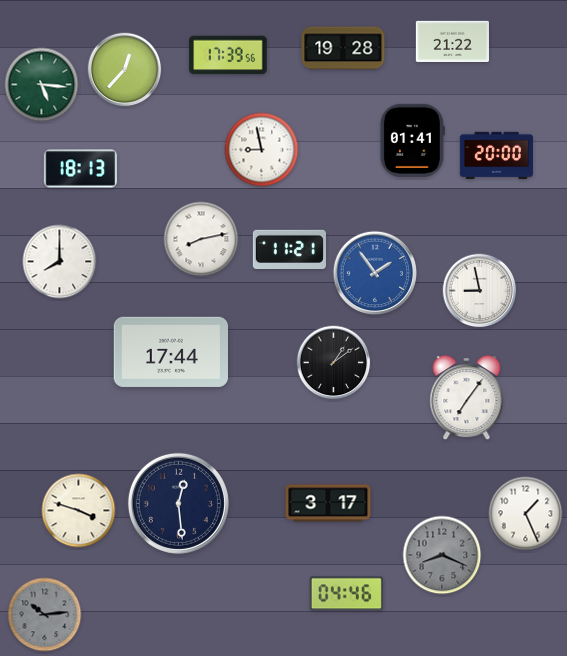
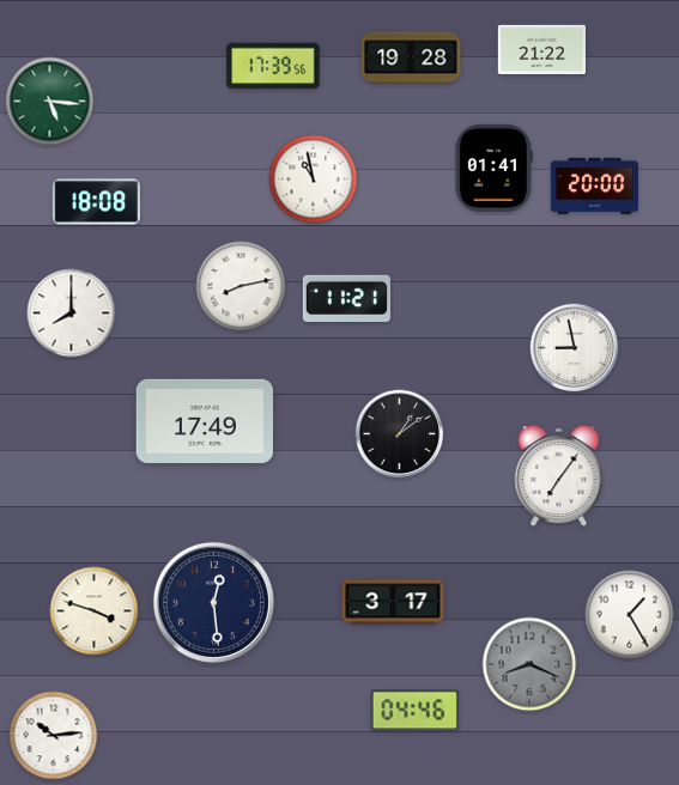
clock at (125, 70): 12:37 -> none
clock at (262, 150): 8:58 -> 10:58
clock at (80, 169): 18:13 -> 18:08
clock at (375, 273): 1:54 -> none
clock at (170, 352): 17:44 -> 17:49
clock at (526, 514): 1:26 -> 1:25
clock at (45, 615) dial: grey -> white
